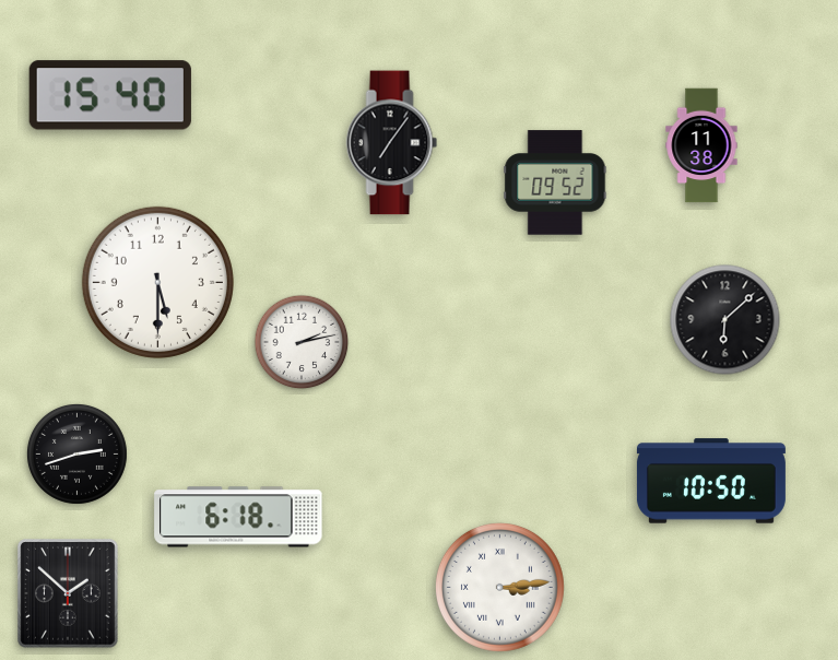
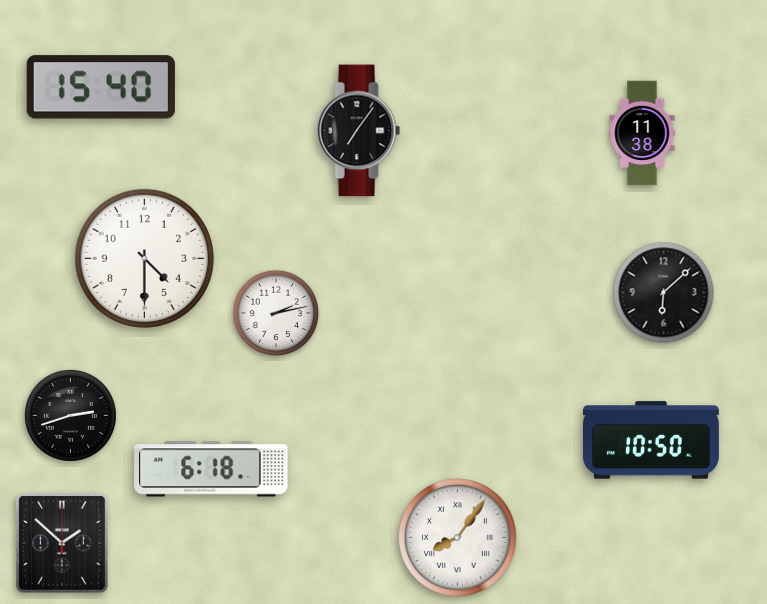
clock at (555, 182): 09:52 -> none
clock at (157, 282): 5:30 -> 4:30
clock at (238, 517) position: (238, 517) -> (211, 469)
clock at (499, 587): 3:14 -> 8:06
